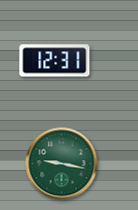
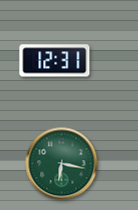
clock at (62, 164): 9:17 -> 6:17
